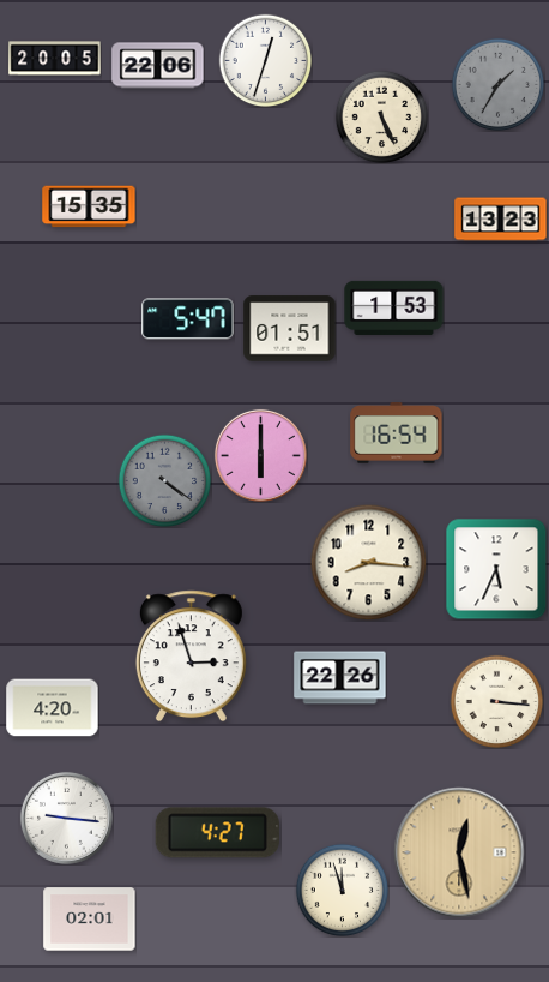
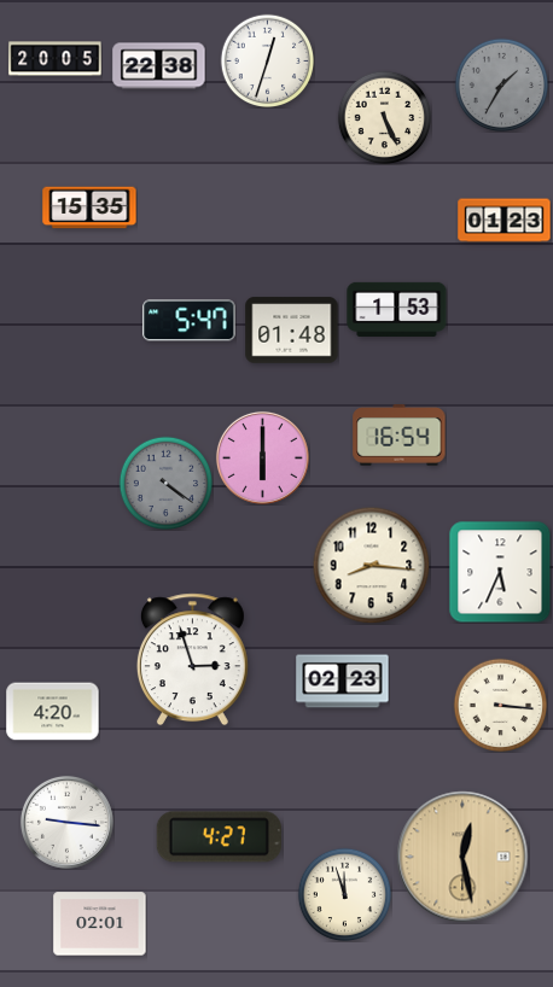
clock at (158, 66): 22:06 -> 22:38
clock at (501, 220): 13:23 -> 01:23
clock at (290, 329): 01:51 -> 01:48
clock at (340, 678): 22:26 -> 02:23
clock at (90, 920) position: (90, 920) -> (100, 924)
